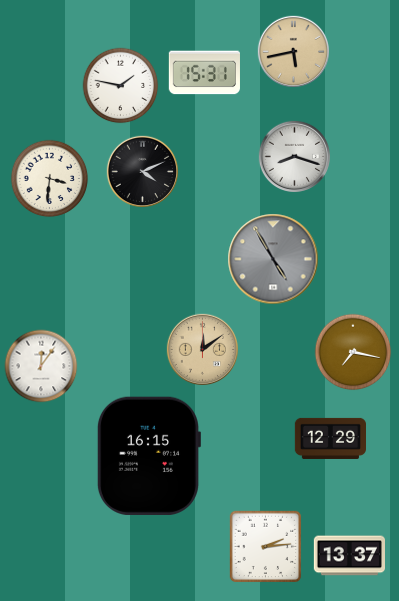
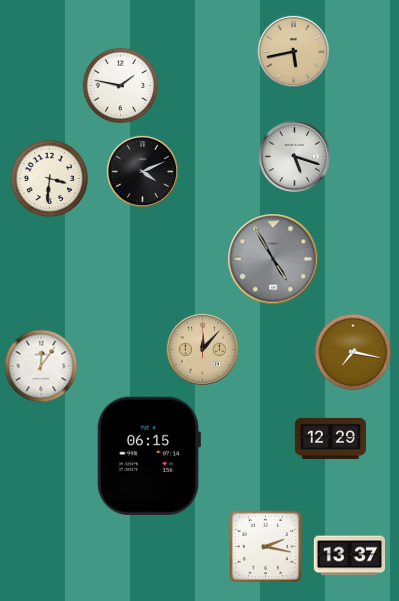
clock at (204, 73): 15:31 -> none
clock at (294, 156): 8:18 -> 5:18
clock at (202, 349): 12:09 -> 12:07
clock at (148, 456): 16:15 -> 06:15
clock at (266, 547): 2:14 -> 2:17
